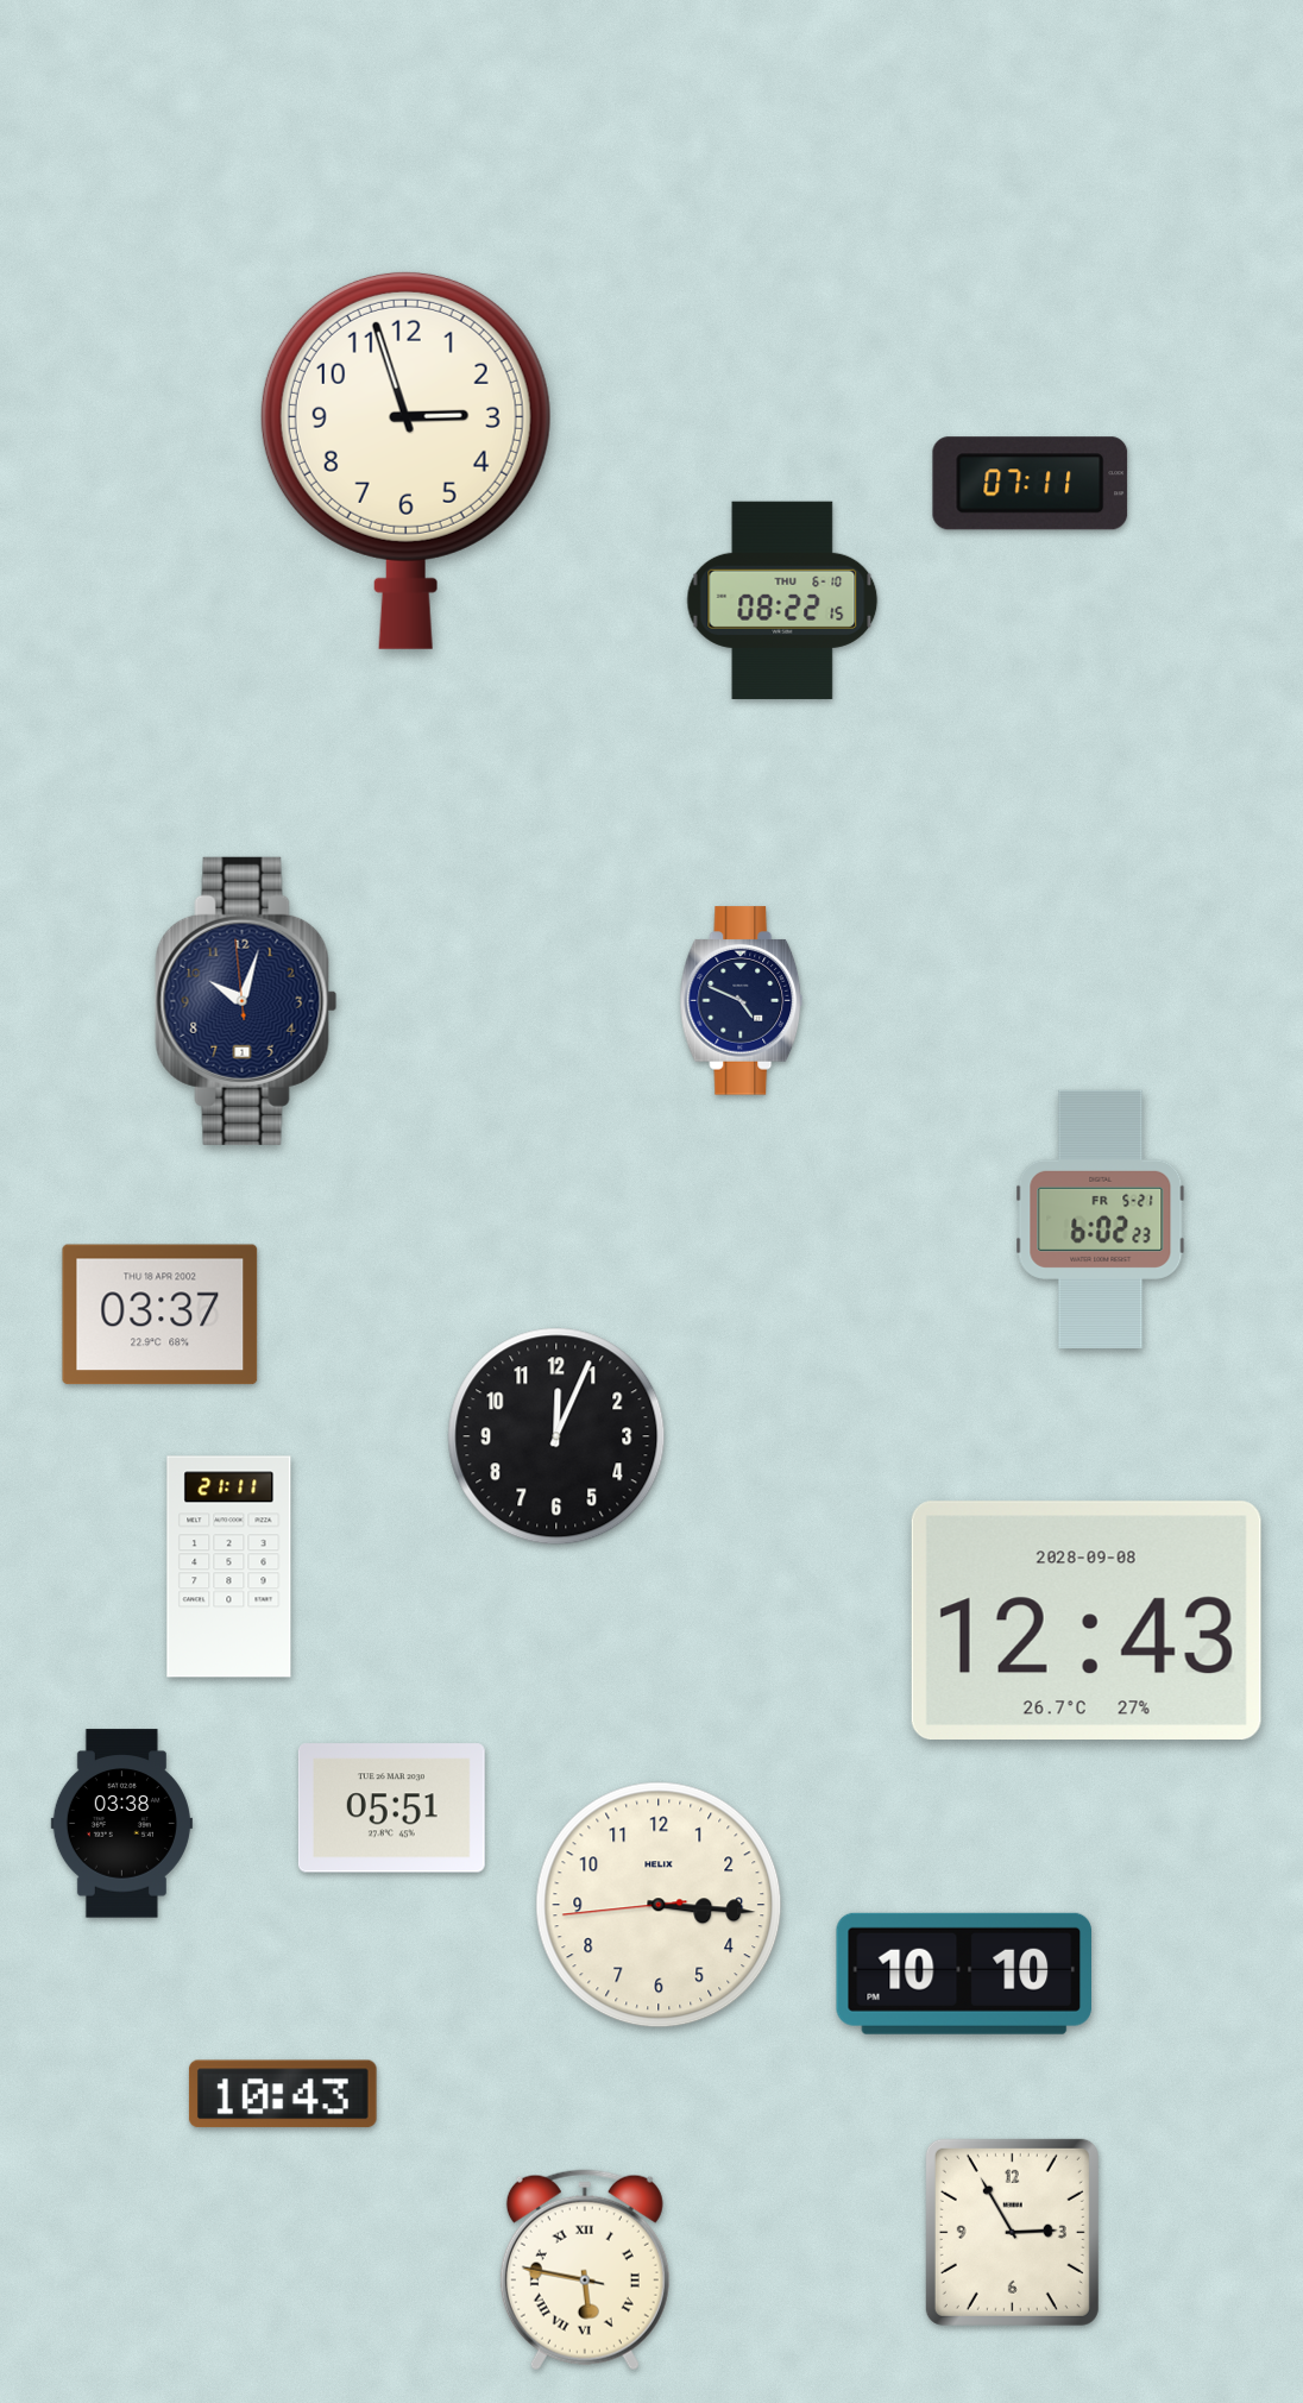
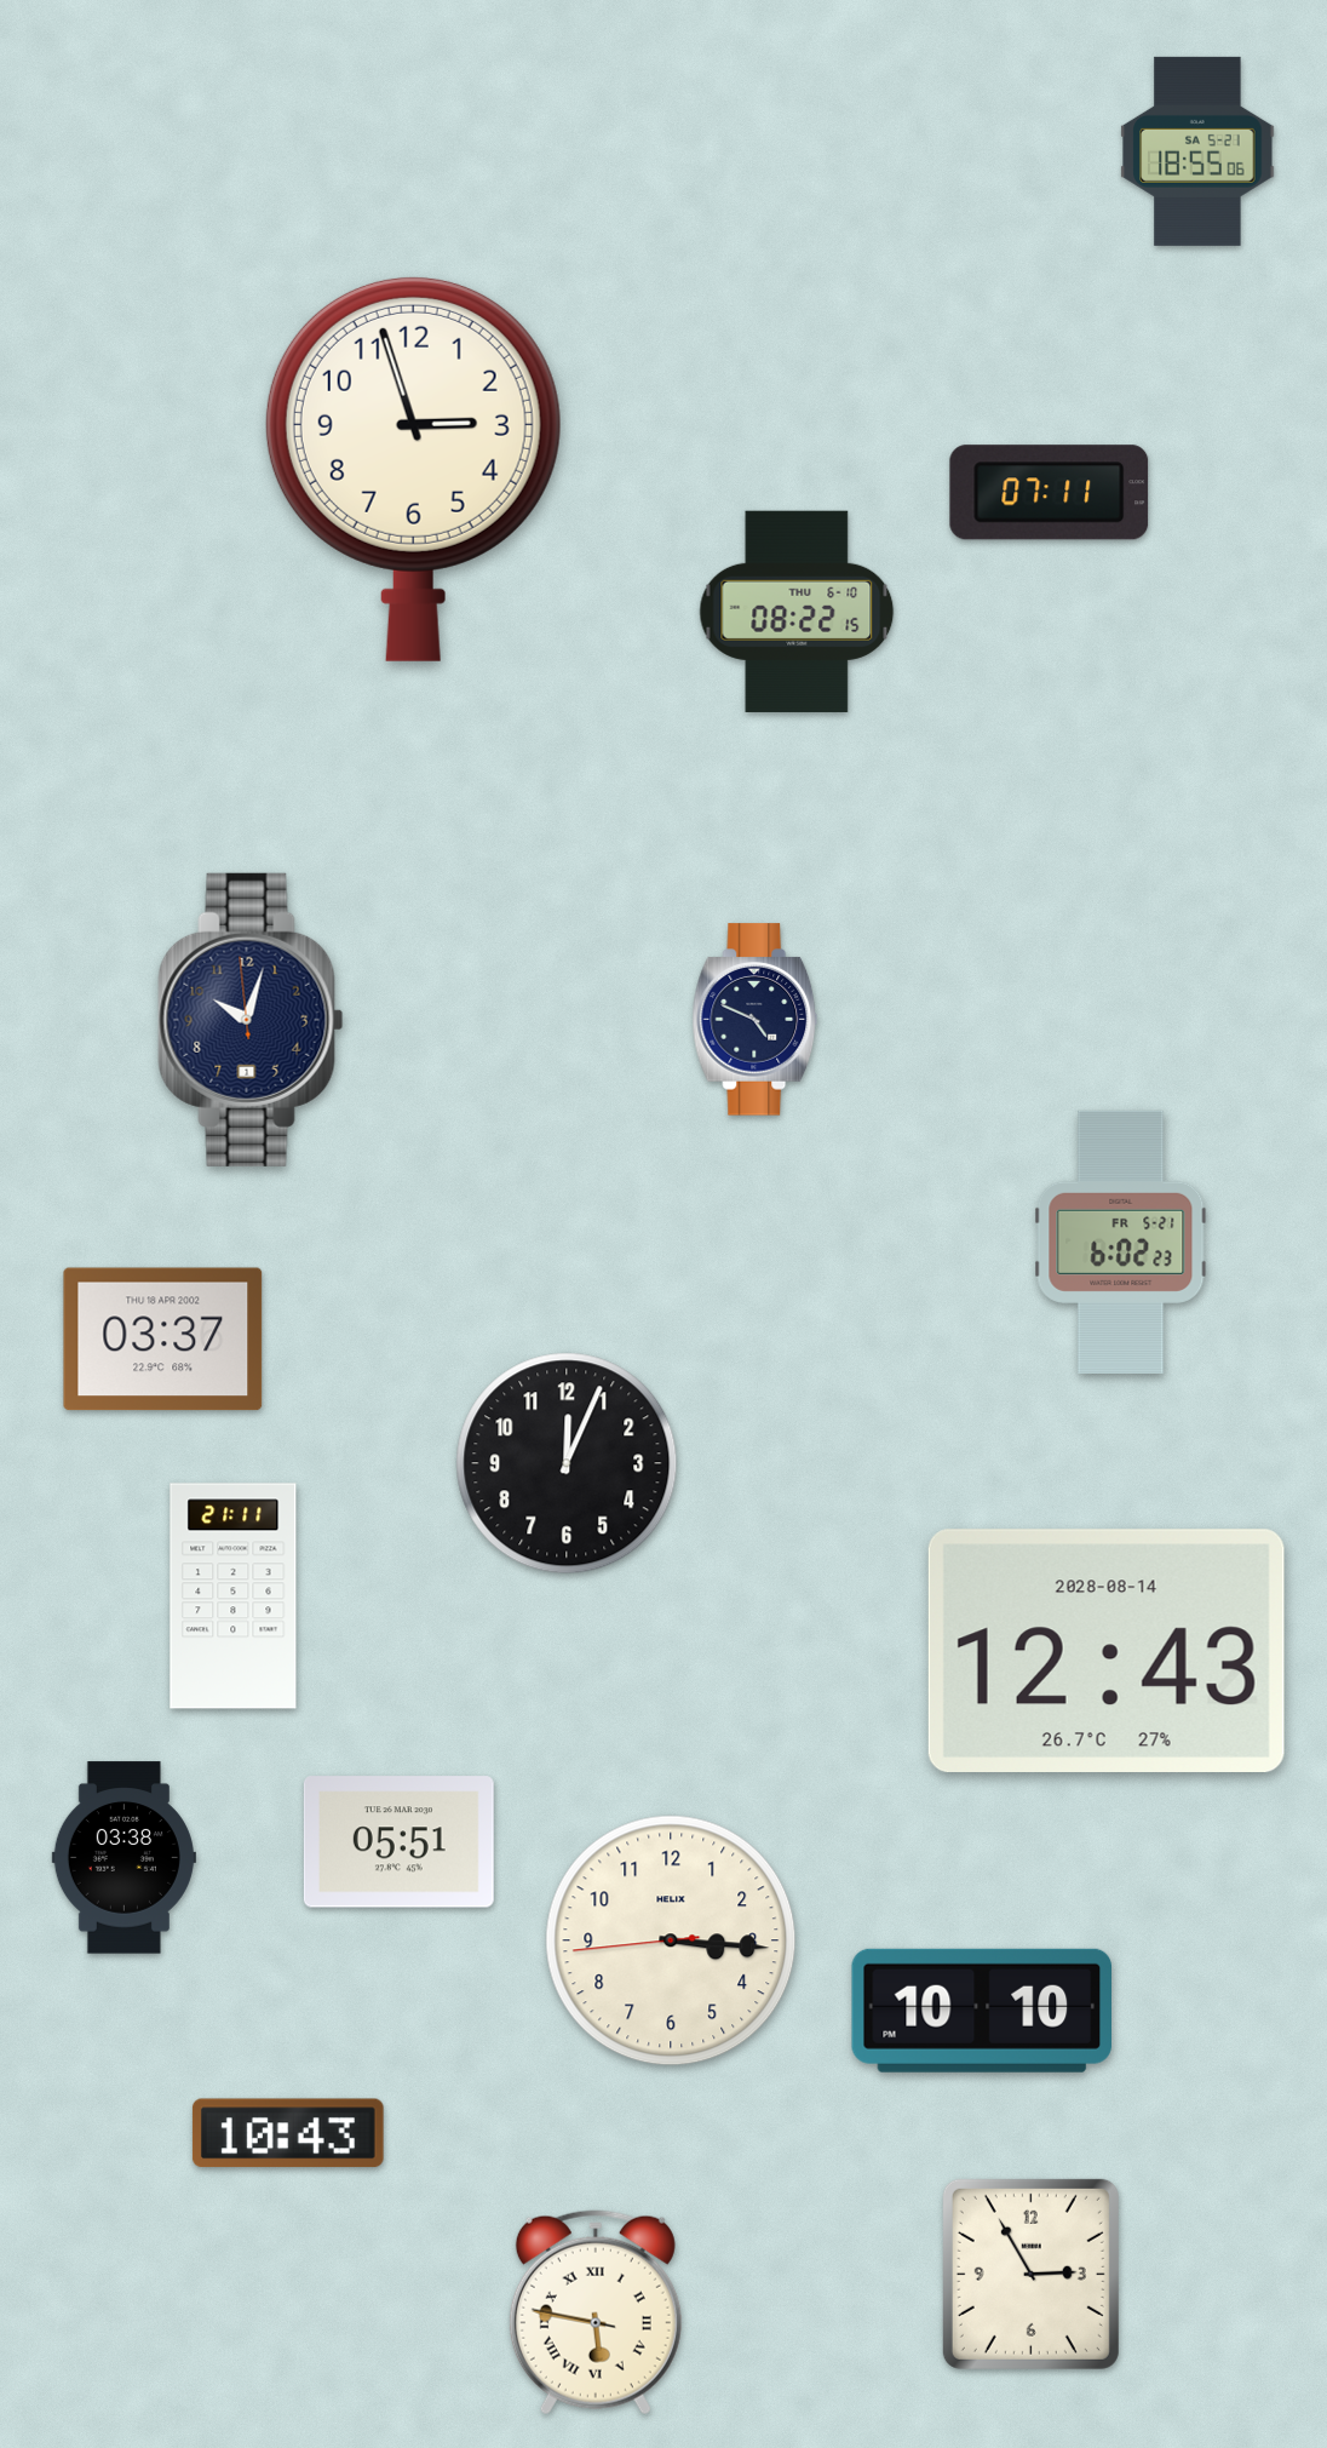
clock at (1197, 151): none -> 18:55
clock at (1087, 1619) date: 2028-09-08 -> 2028-08-14
